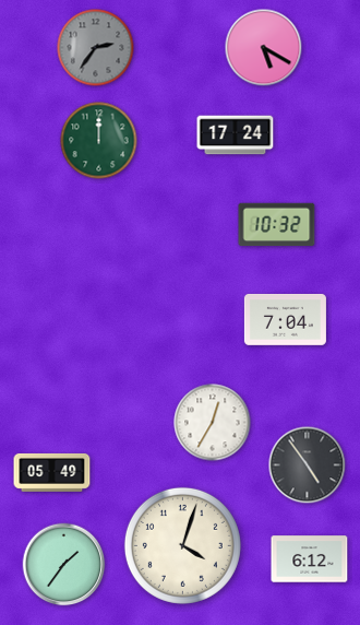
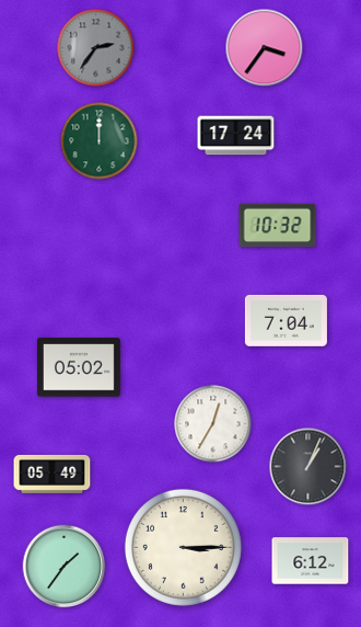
clock at (264, 48): 5:20 -> 3:36
clock at (79, 367): none -> 05:02
clock at (308, 465): 4:54 -> 1:04
clock at (182, 545): 4:03 -> 3:15
